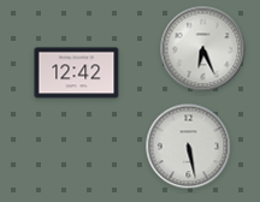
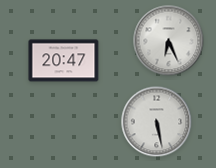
clock at (77, 73): 12:42 -> 20:47
